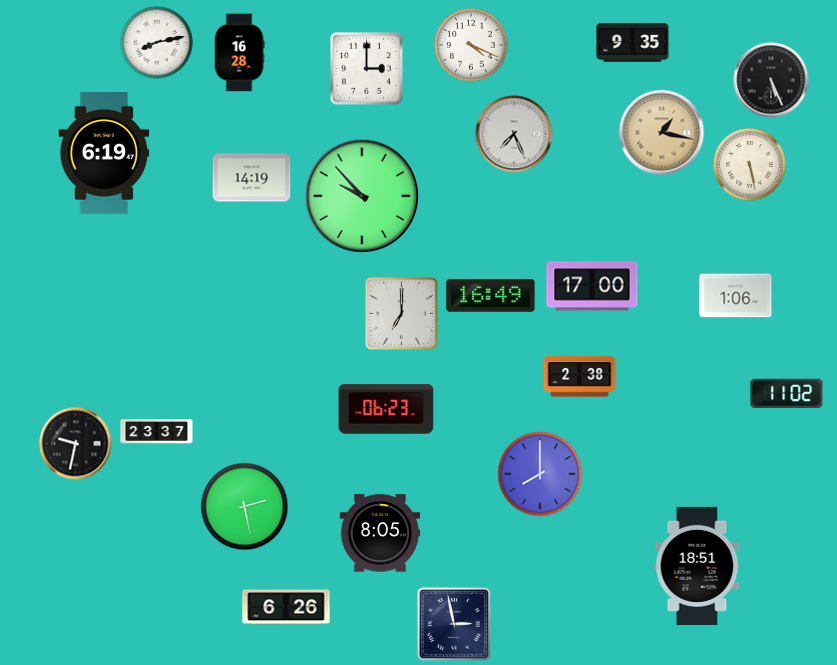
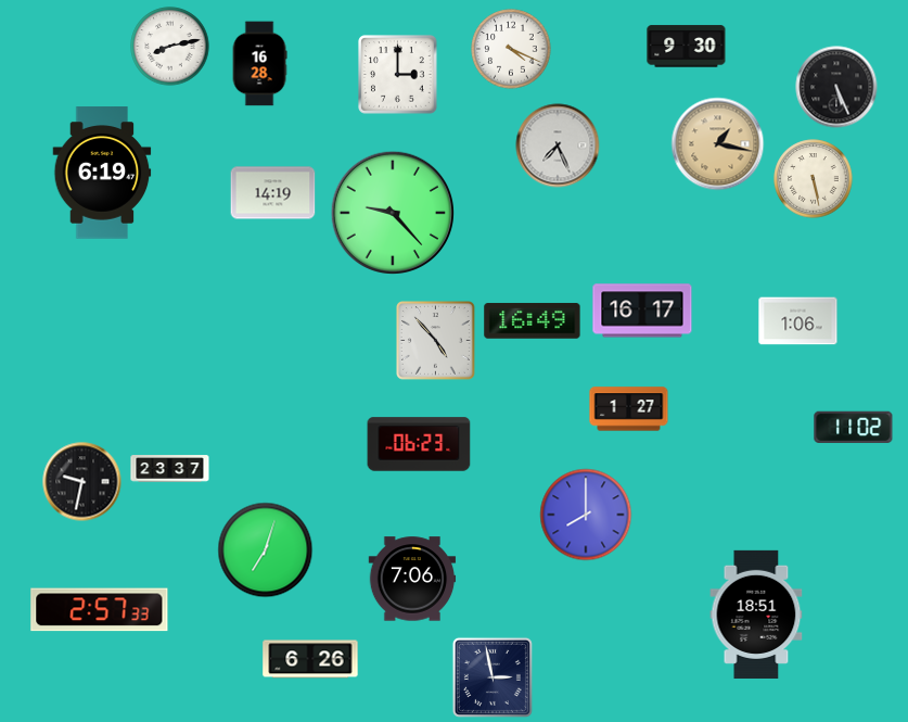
clock at (633, 43): 9:35 -> 9:30
clock at (239, 53) position: (239, 53) -> (259, 64)
clock at (104, 153) position: (104, 153) -> (102, 173)
clock at (361, 195): 9:53 -> 9:23
clock at (592, 286): 17:00 -> 16:17
clock at (402, 314): 7:00 -> 4:53
clock at (580, 377): 2:38 -> 1:27
clock at (245, 507): 2:28 -> 7:03
clock at (380, 533): 8:05 -> 7:06
clock at (100, 610): none -> 2:57
